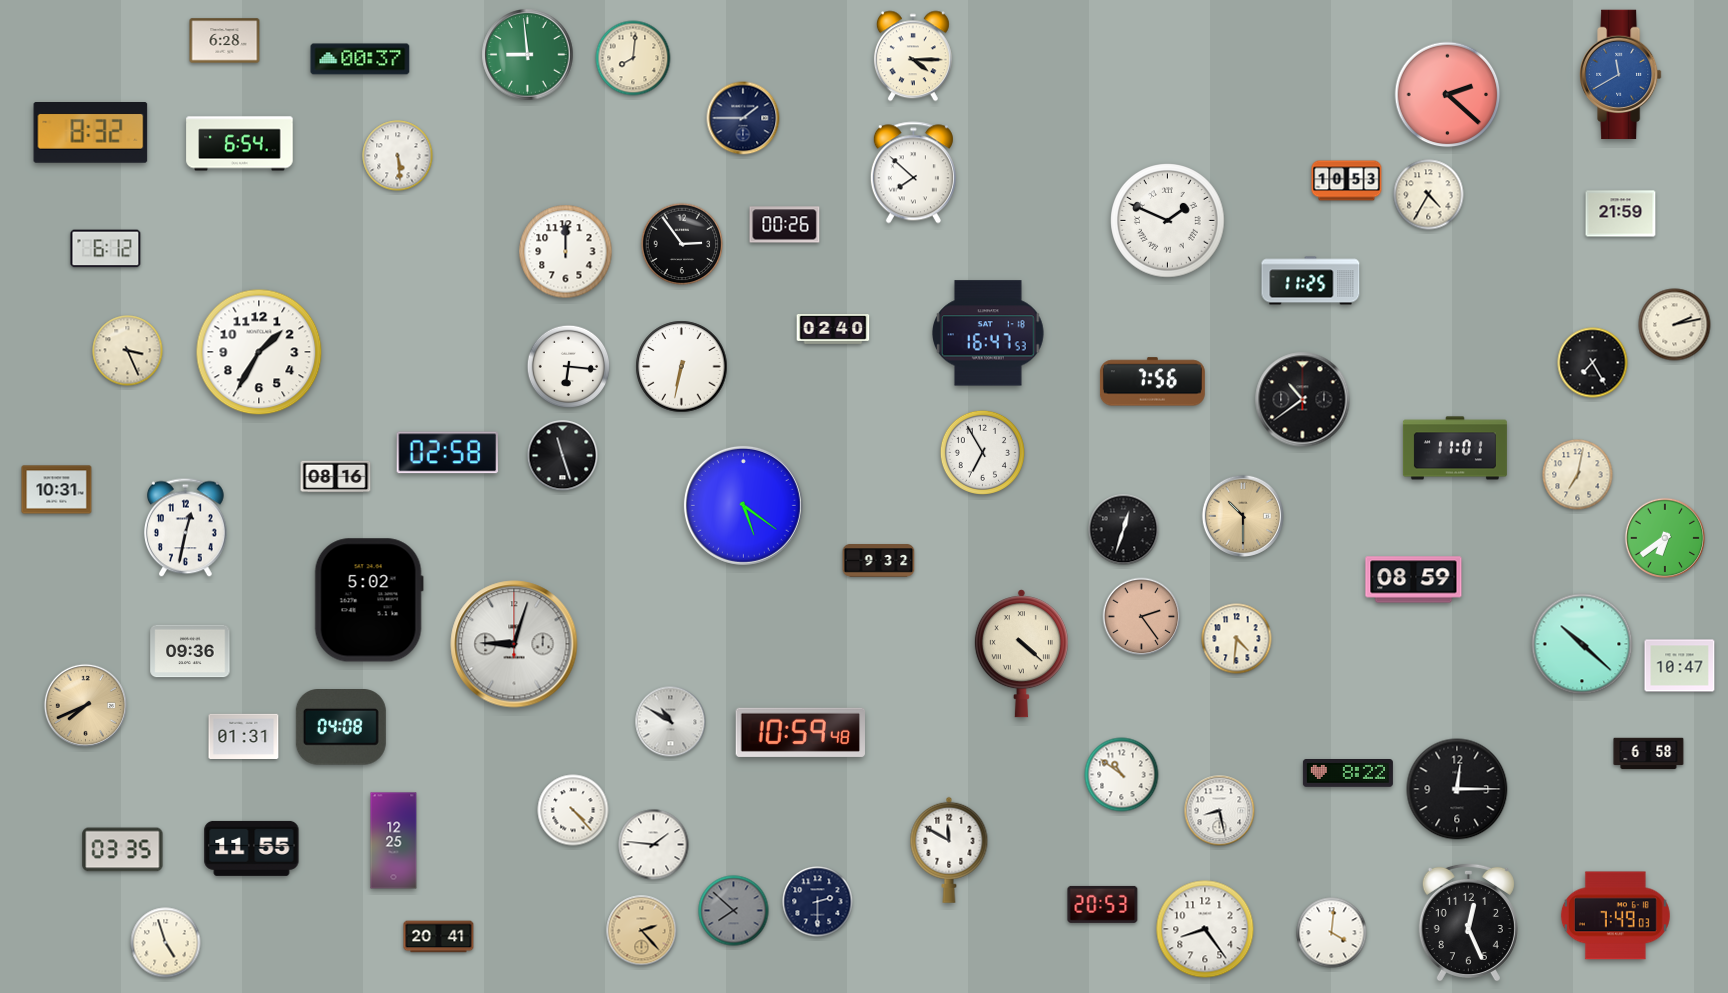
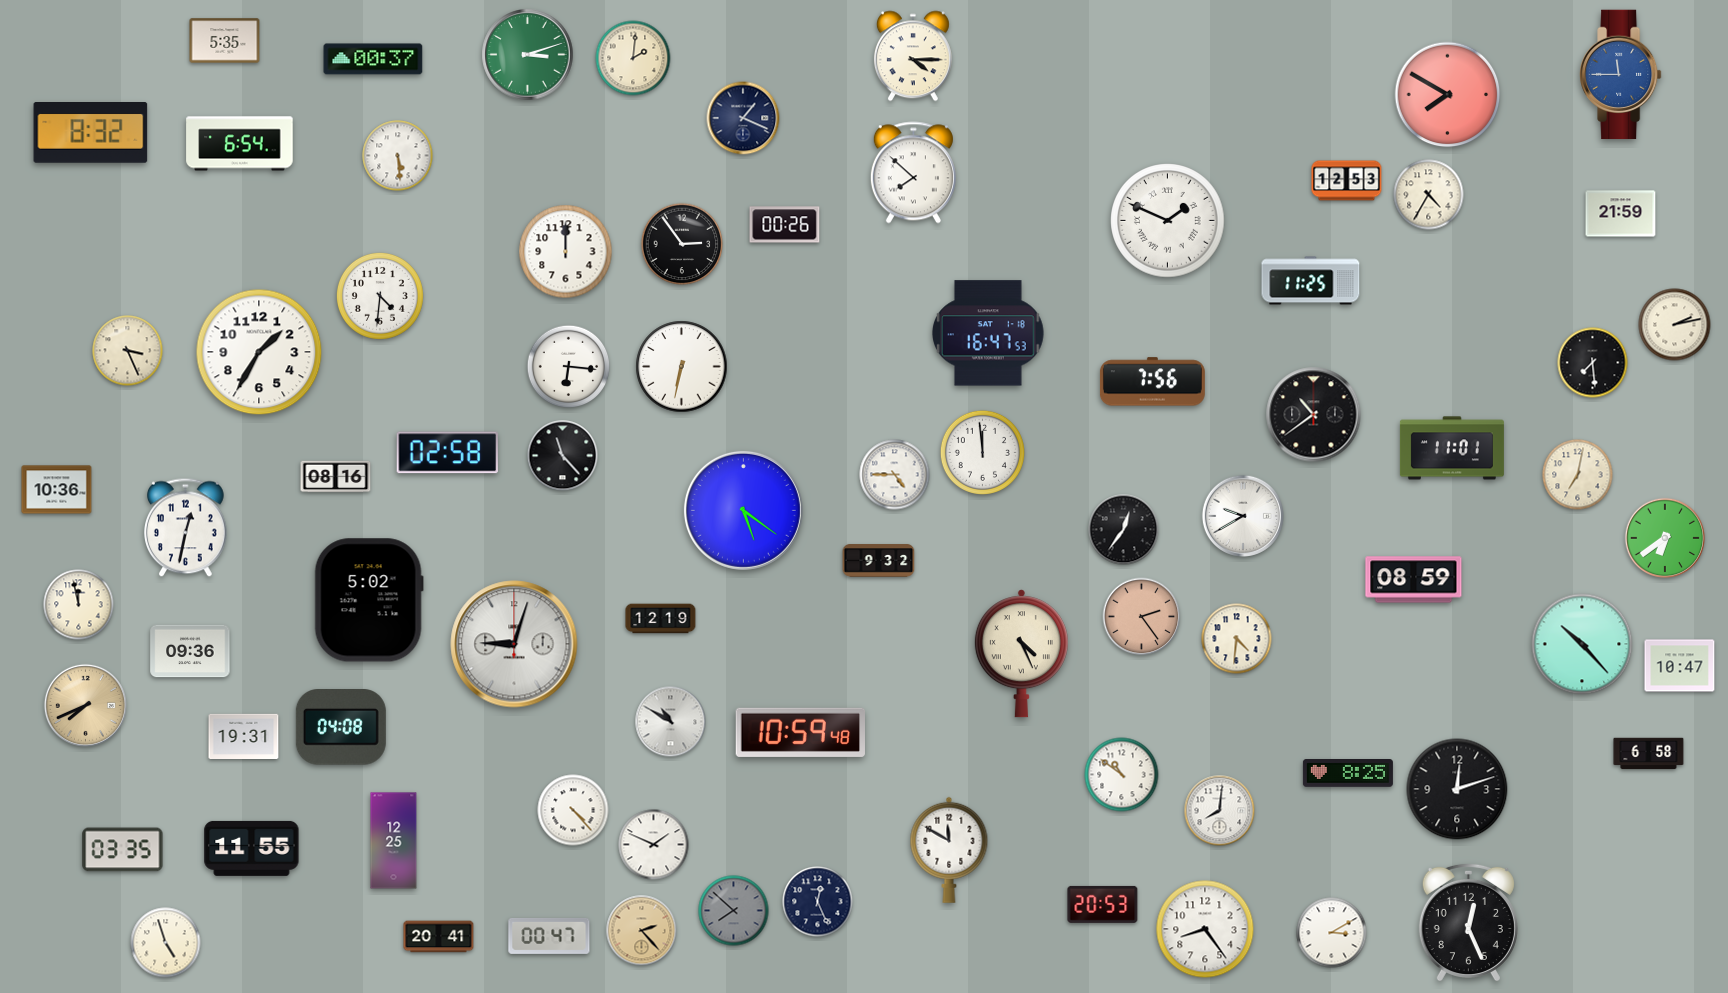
clock at (225, 41): 6:28 -> 5:35
clock at (528, 55): 8:59 -> 3:12
clock at (633, 58): 8:01 -> 2:01
clock at (360, 59) position: (360, 59) -> (373, 59)
clock at (1621, 75): 11:40 -> 11:45
clock at (1448, 95): 2:22 -> 7:50
clock at (743, 118): 1:45 -> 1:19
clock at (1347, 181): 10:53 -> 12:53
clock at (106, 249): 6:12 -> none
clock at (380, 296): none -> 4:31
clock at (833, 330): 02:40 -> none
clock at (1593, 363): 7:25 -> 7:29
clock at (1303, 400) position: (1303, 400) -> (1314, 415)
clock at (1455, 448) position: (1455, 448) -> (1452, 448)
clock at (982, 452): 6:55 -> 11:59
clock at (563, 456): 11:27 -> 11:23
clock at (895, 475): none -> 4:45
clock at (57, 490): 10:31 -> 10:36
clock at (743, 505) position: (743, 505) -> (743, 510)
clock at (1243, 516): 10:30 -> 9:40
clock at (1243, 516) dial: champagne -> white
clock at (1124, 530): 12:33 -> 12:36
clock at (79, 605): none -> 11:58
clock at (661, 619): none -> 12:19
clock at (1582, 644): 10:22 -> 10:23
clock at (1021, 654): 4:22 -> 4:26
clock at (244, 736): 01:31 -> 19:31
clock at (1348, 773): 8:22 -> 8:25
clock at (1457, 789): 12:15 -> 12:12
clock at (1220, 811): 8:28 -> 8:01
clock at (654, 845): 1:46 -> 1:49
clock at (818, 902): 2:30 -> 12:26
clock at (1615, 916): 7:49 -> none
clock at (1332, 933): 4:01 -> 3:10
clock at (549, 936): none -> 00:47
